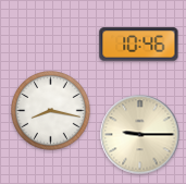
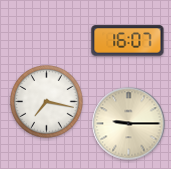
clock at (139, 45): 10:46 -> 16:07
clock at (51, 111): 8:17 -> 7:17
